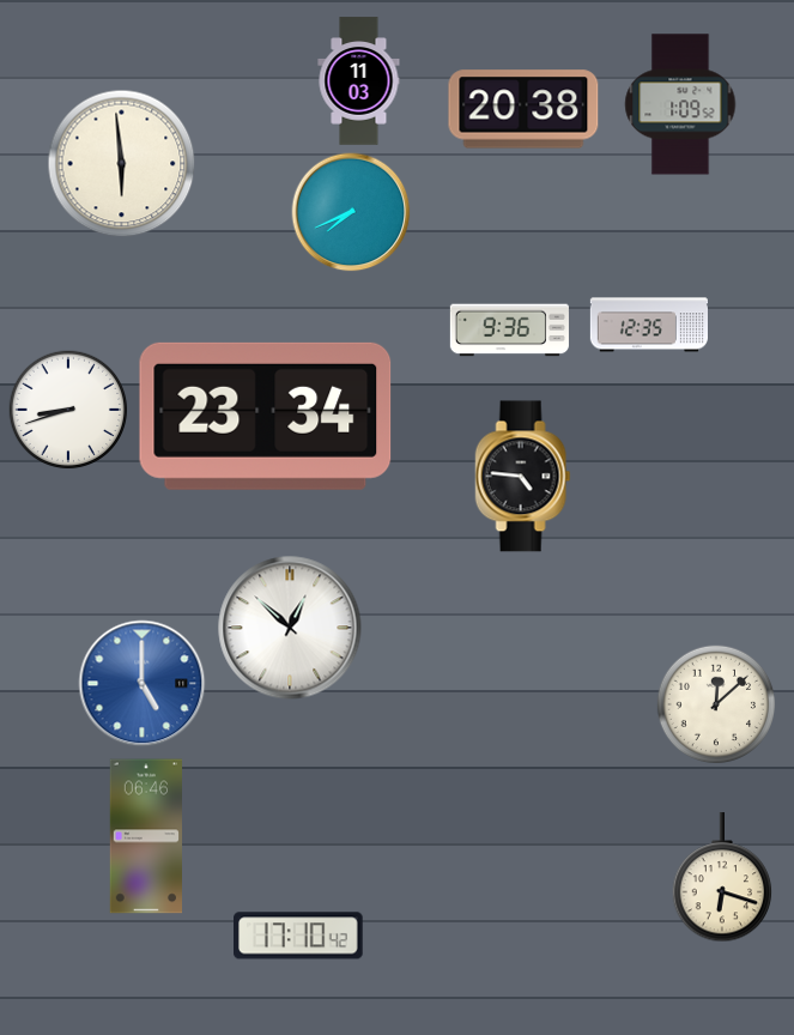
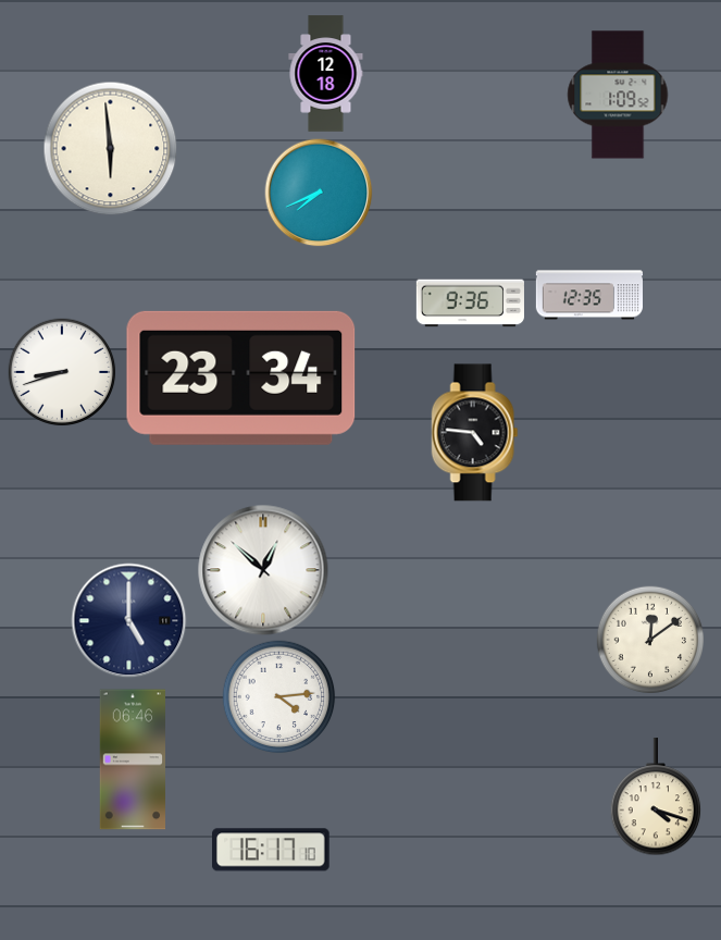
clock at (359, 81): 11:03 -> 12:18
clock at (523, 109): 20:38 -> none
clock at (509, 331) position: (509, 331) -> (470, 304)
clock at (143, 684) dial: blue -> navy
clock at (716, 704): 12:08 -> 12:09
clock at (279, 697): none -> 4:14
clock at (722, 878): 6:18 -> 4:18
clock at (299, 936): 17:10 -> 16:17
